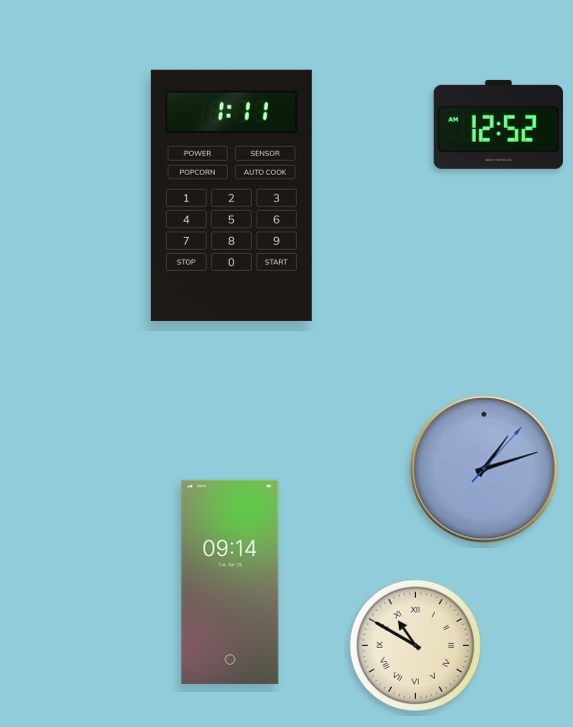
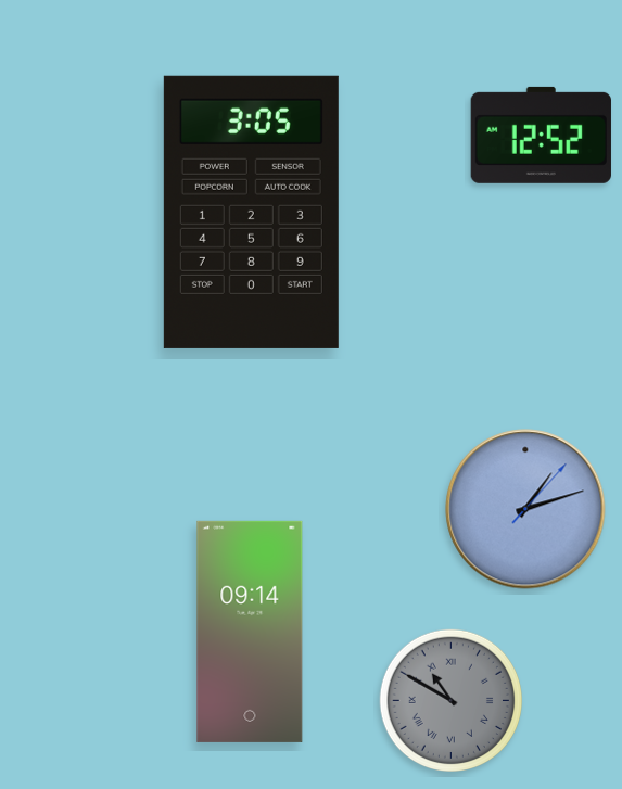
clock at (231, 195): 1:11 -> 3:05
clock at (415, 645) dial: cream -> grey
